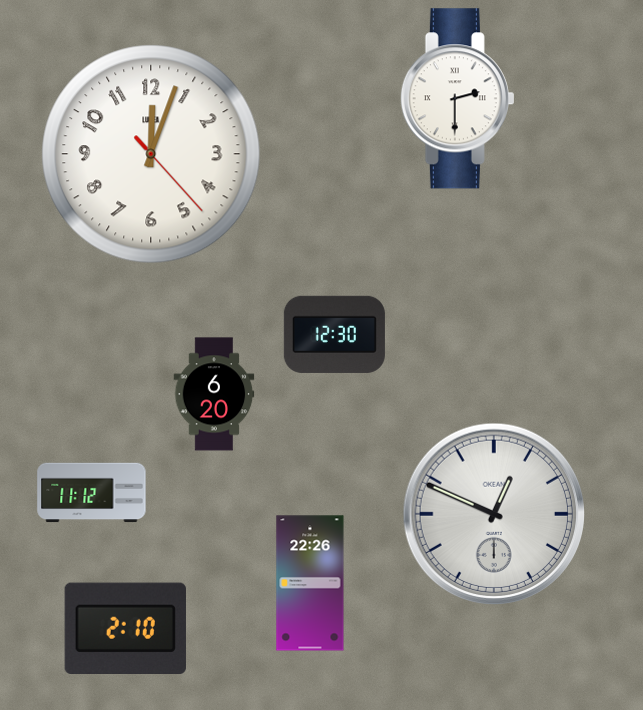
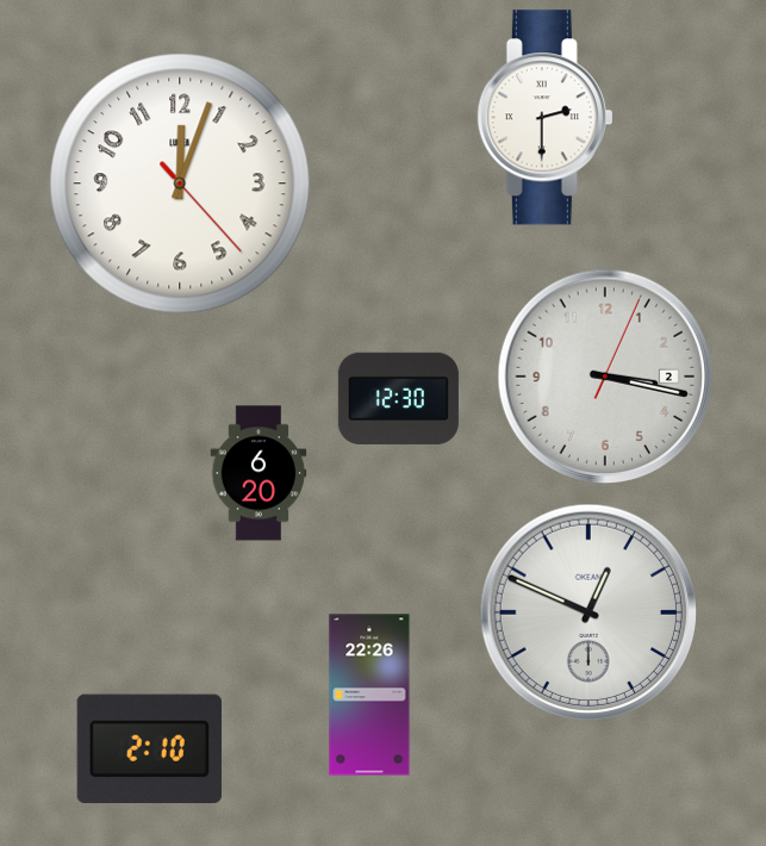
clock at (605, 377): none -> 3:17
clock at (214, 394) position: (214, 394) -> (259, 473)
clock at (92, 493): 11:12 -> none
